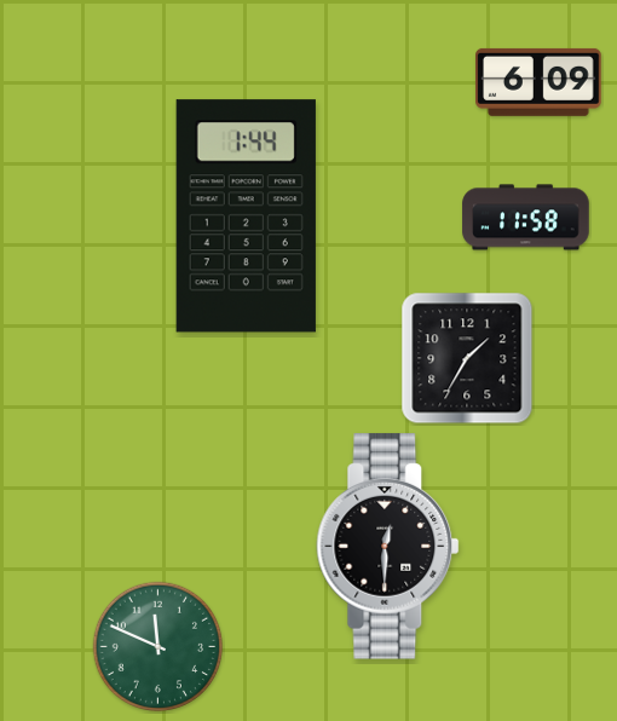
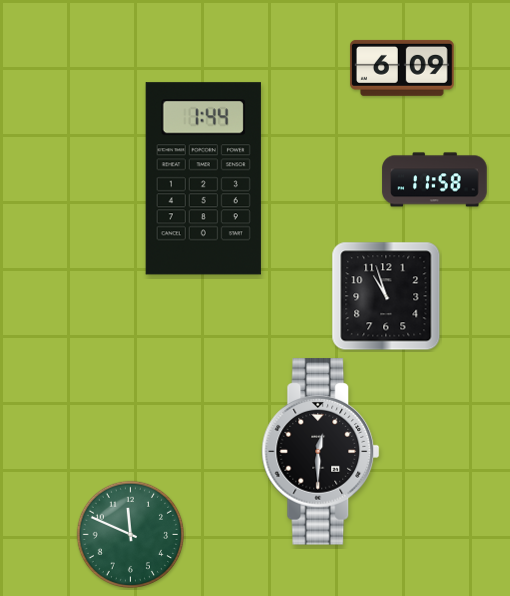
clock at (540, 82) position: (540, 82) -> (403, 68)
clock at (467, 358): 1:35 -> 10:57
